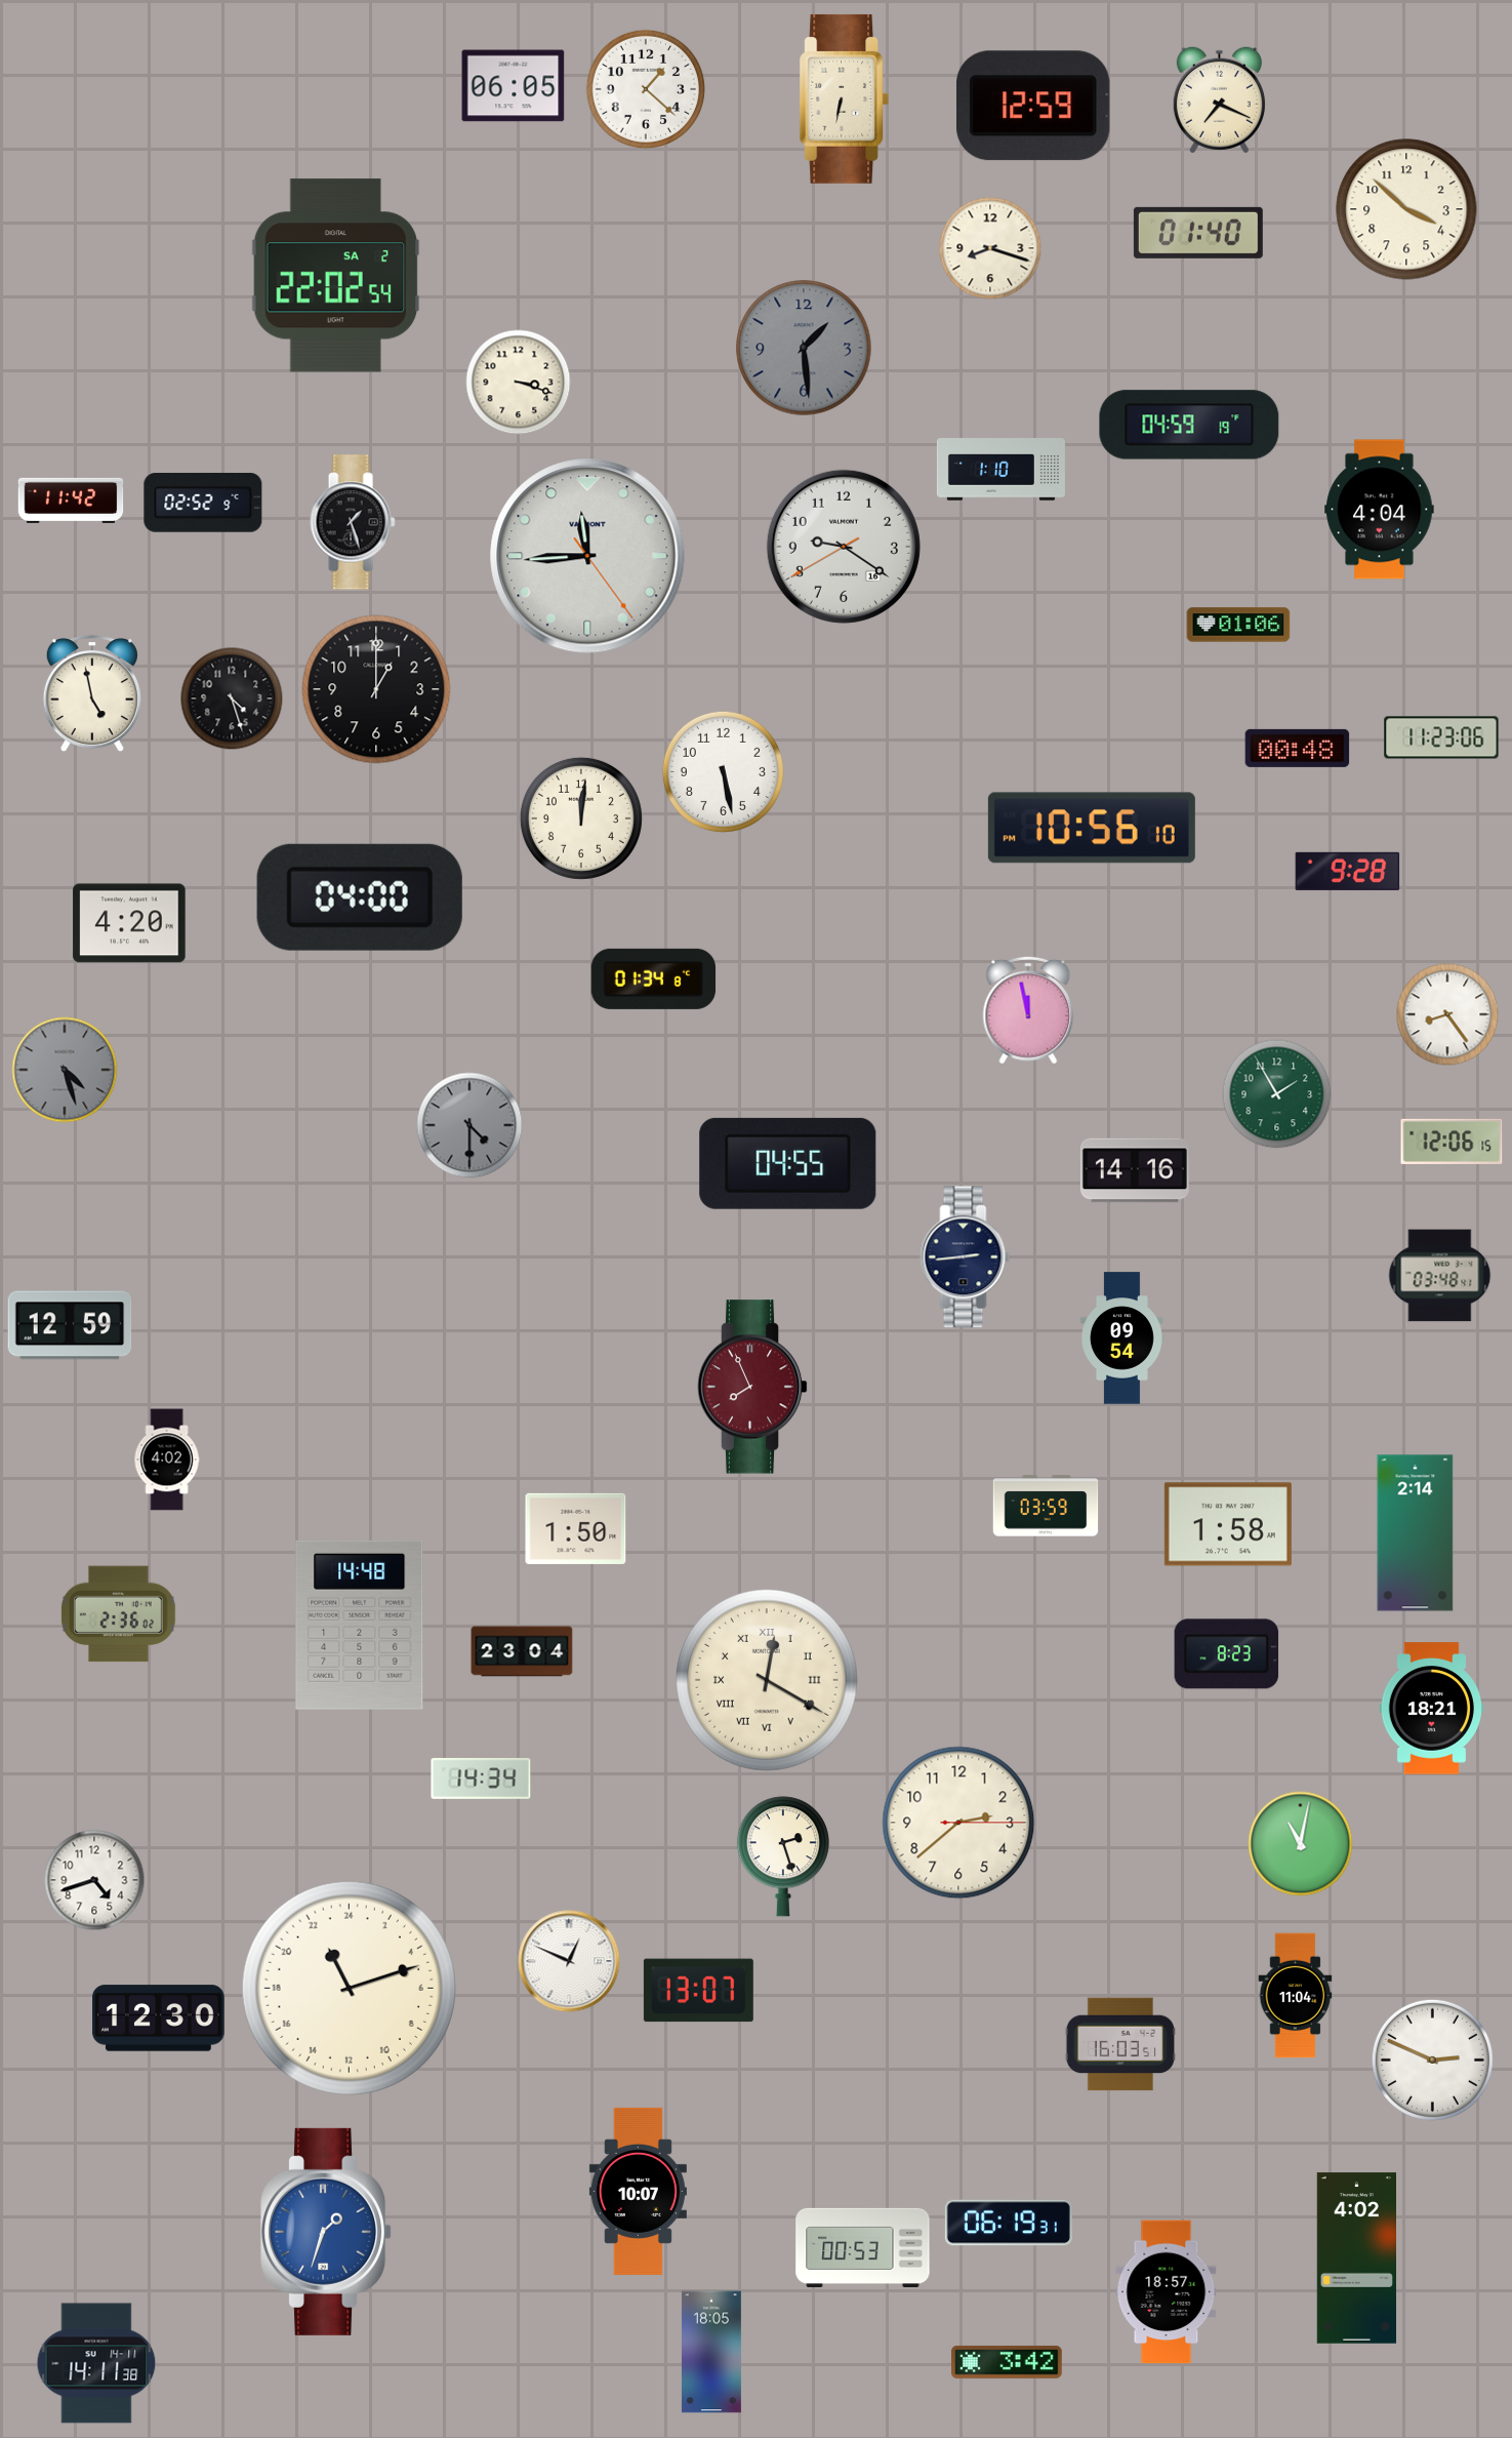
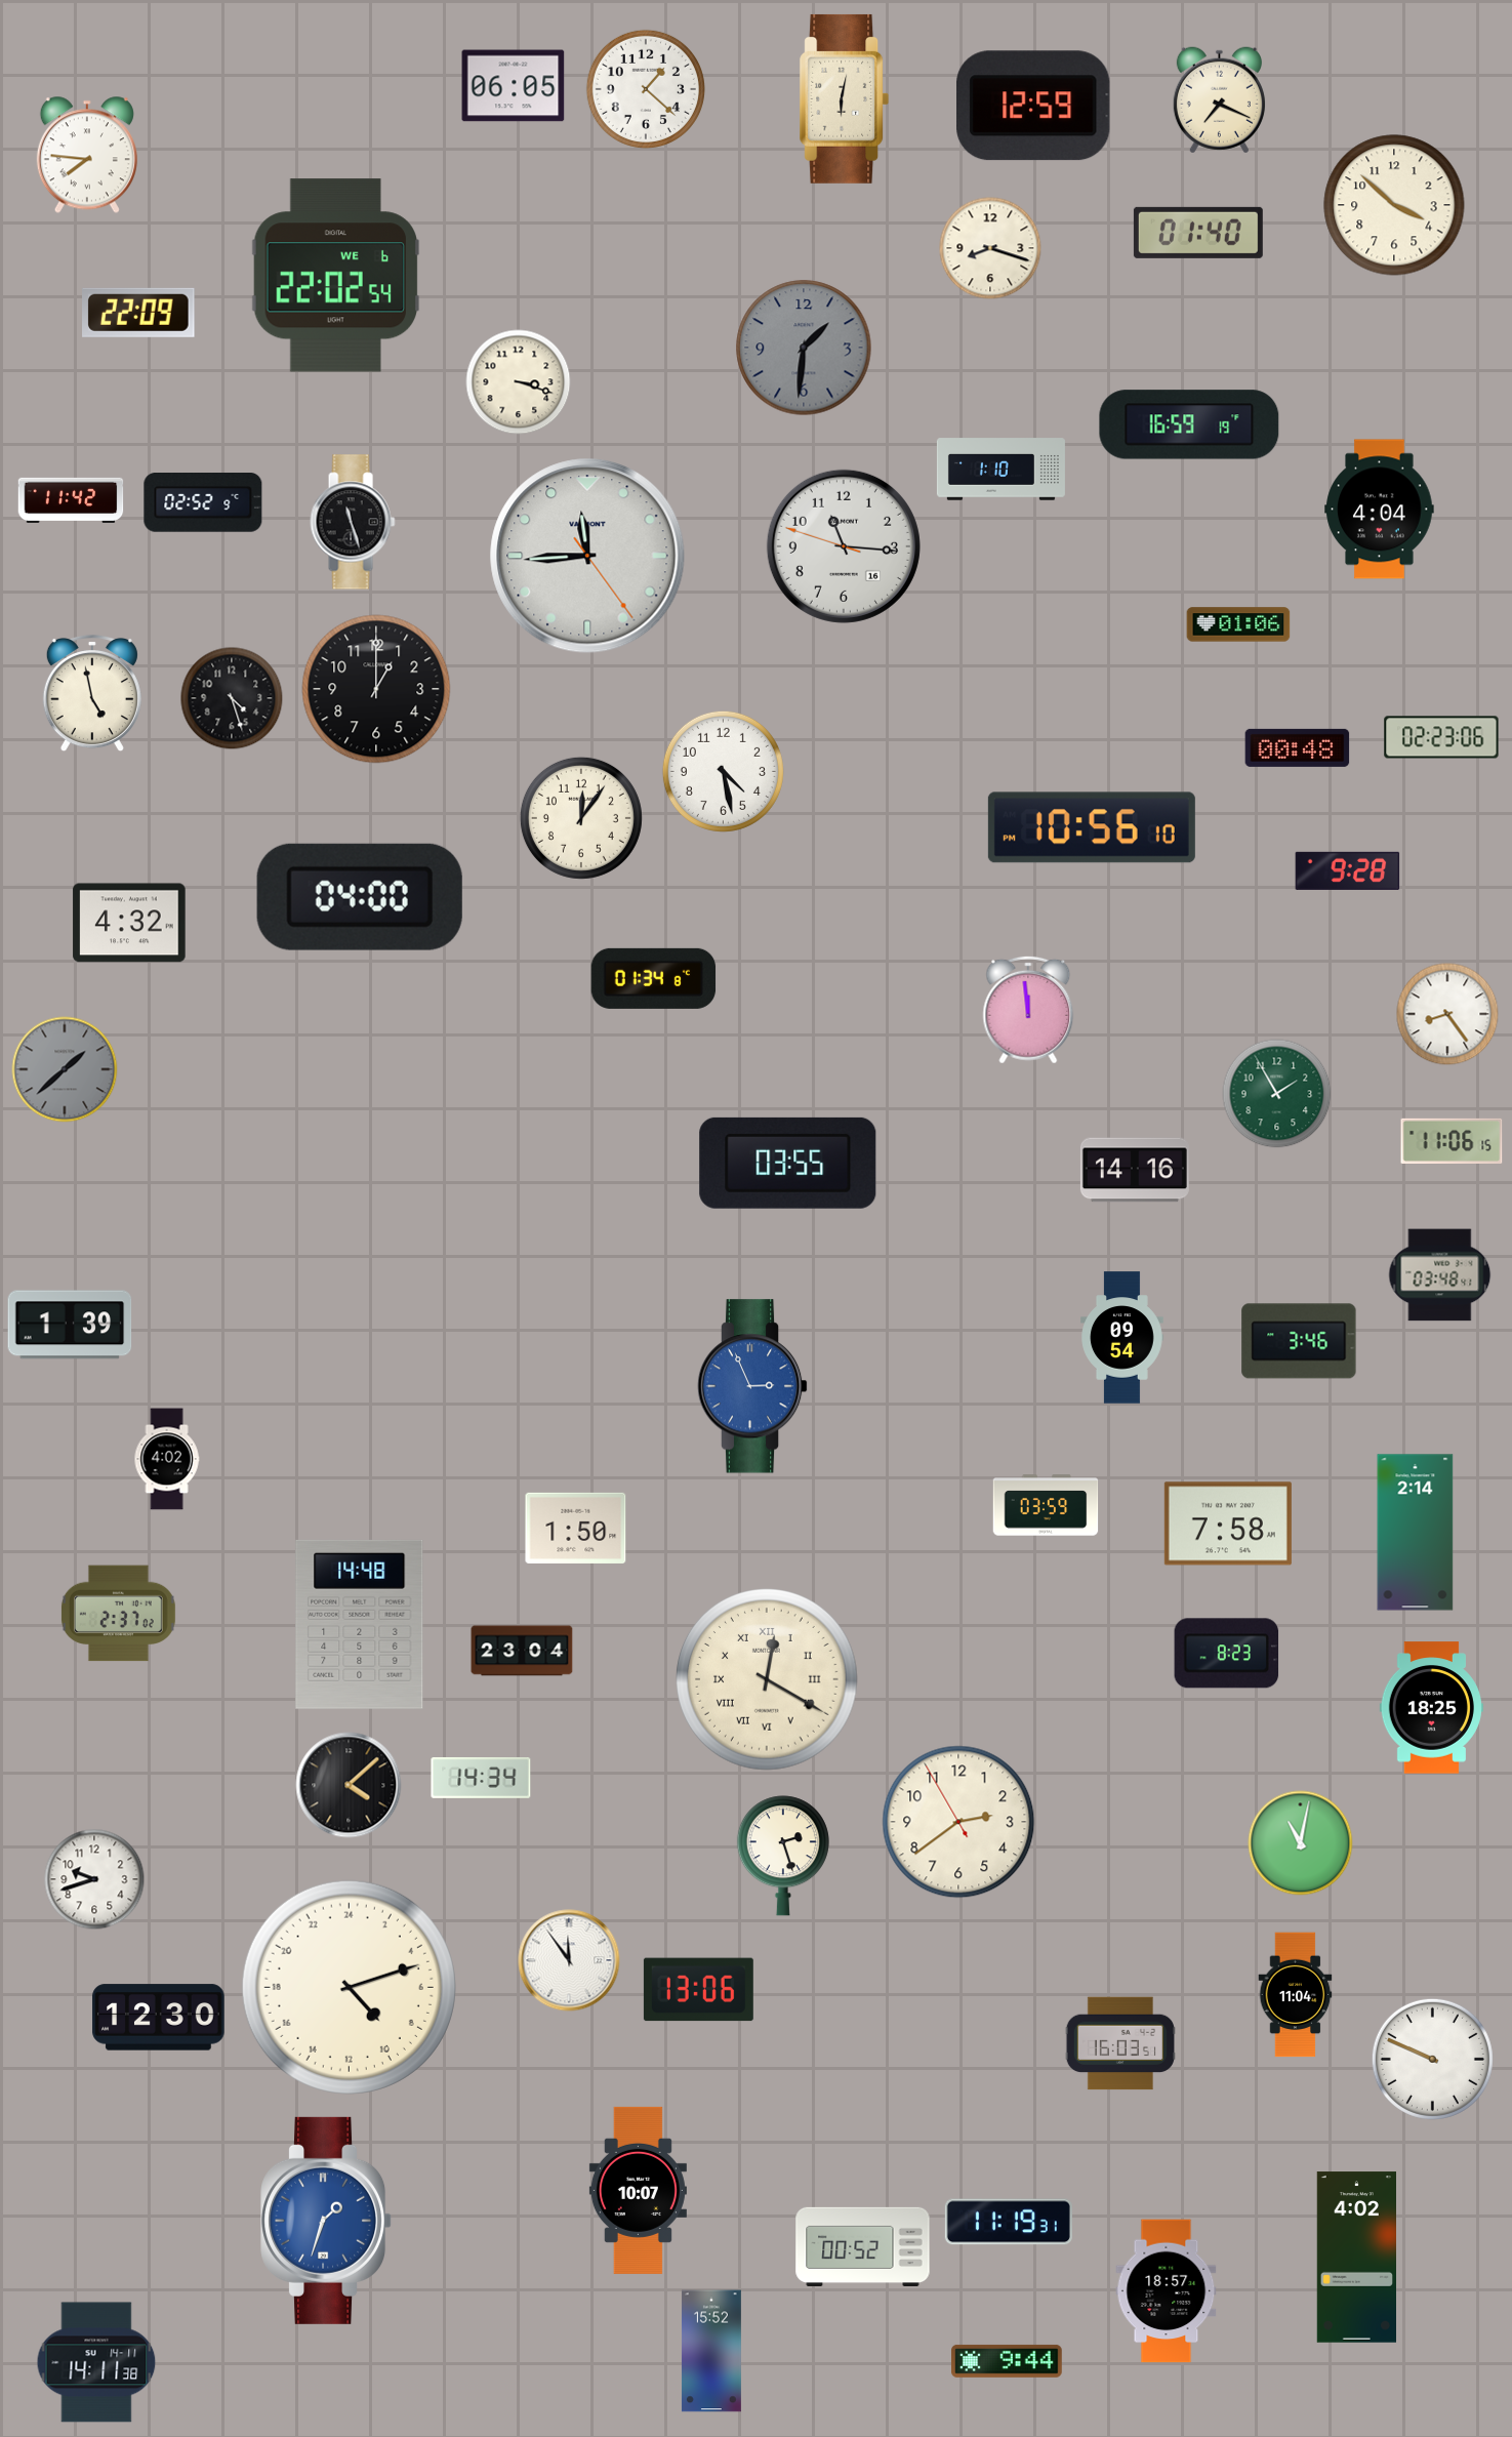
clock at (845, 98): 6:32 -> 6:02
clock at (87, 155): none -> 7:46
clock at (1406, 209) position: (1406, 209) -> (1394, 205)
clock at (336, 276) date: SA 2 -> WE 6
clock at (139, 313): none -> 22:09
clock at (804, 348): 1:29 -> 1:31
clock at (1189, 425): 04:59 -> 16:59
clock at (353, 522): 1:27 -> 11:27
clock at (844, 547): 9:20 -> 11:15
clock at (1441, 737): 11:23 -> 02:23
clock at (723, 771): 5:28 -> 4:28
clock at (581, 818): 12:01 -> 12:06
clock at (129, 923): 4:20 -> 4:32
clock at (1028, 1010): 11:58 -> 11:59
clock at (65, 1070): 4:27 -> 1:38
clock at (469, 1125): 4:30 -> none
clock at (1452, 1142): 12:06 -> 11:06
clock at (788, 1163): 04:55 -> 03:55
clock at (966, 1257): 2:44 -> none
clock at (70, 1325): 12:59 -> 1:39
clock at (1299, 1341): none -> 3:46
clock at (752, 1387): 7:56 -> 2:56
clock at (752, 1387) dial: burgundy -> blue
clock at (1228, 1524): 1:58 -> 7:58
clock at (118, 1614): 2:36 -> 2:37
clock at (1431, 1709): 18:21 -> 18:25
clock at (349, 1785): none -> 4:08
clock at (958, 1823): 2:38:15 -> 2:38:55
clock at (94, 1880): 4:42 -> 9:42
clock at (569, 1961): 12:49 -> 11:54
clock at (349, 1988): 22:12 -> 9:12
clock at (698, 1991): 13:07 -> 13:06
clock at (1432, 2060): 2:49 -> 9:49
clock at (1009, 2223): 06:19 -> 11:19
clock at (327, 2232) position: (327, 2232) -> (327, 2221)
clock at (863, 2247): 00:53 -> 00:52
clock at (711, 2352): 18:05 -> 15:52
clock at (1008, 2362): 3:42 -> 9:44
